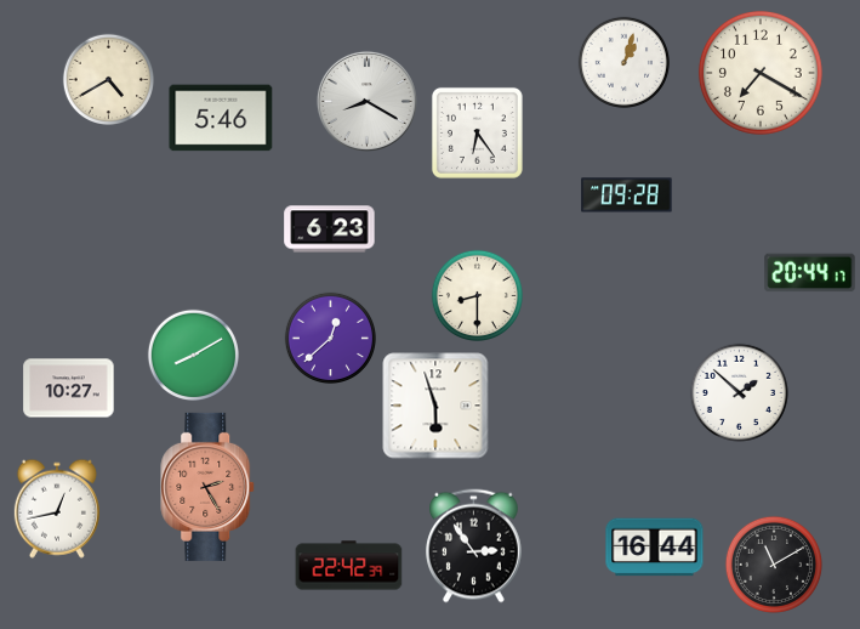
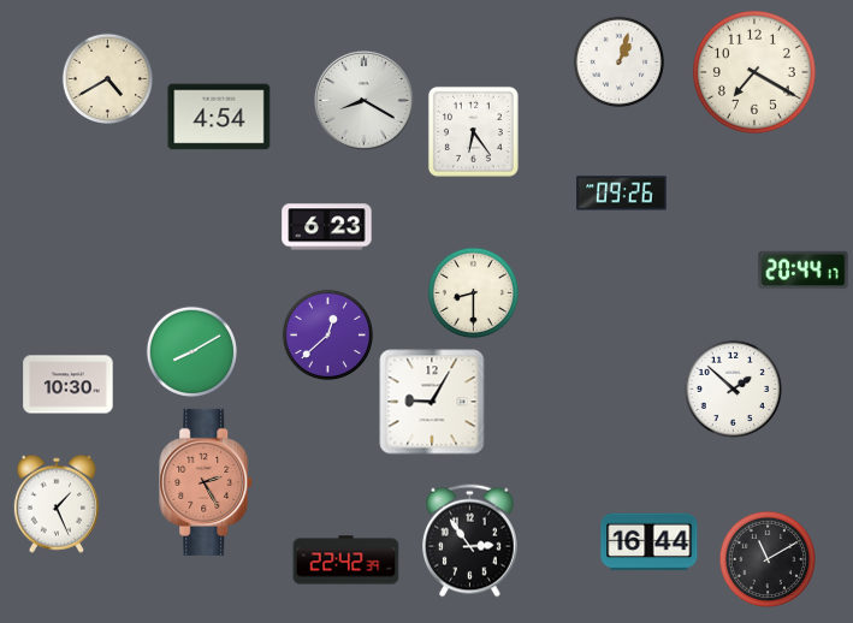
clock at (221, 118): 5:46 -> 4:54
clock at (627, 195): 09:28 -> 09:26
clock at (69, 389): 10:27 -> 10:30
clock at (435, 406): 5:57 -> 9:05
clock at (57, 509): 12:43 -> 1:26
